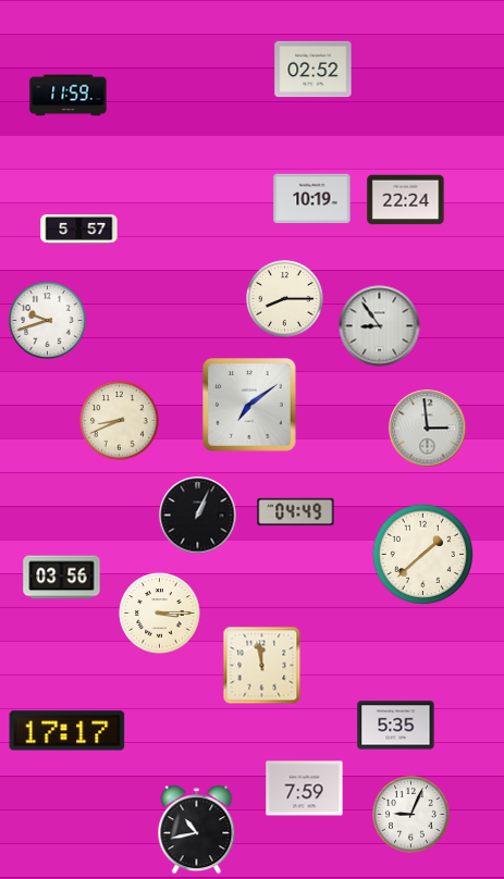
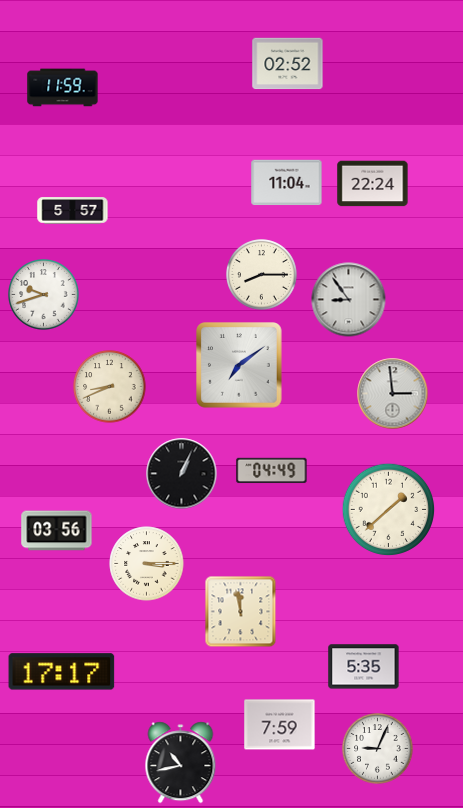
clock at (312, 199): 10:19 -> 11:04
clock at (249, 405) position: (249, 405) -> (239, 365)
